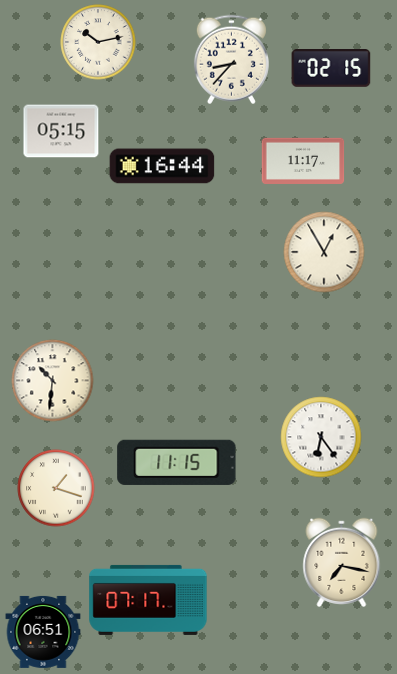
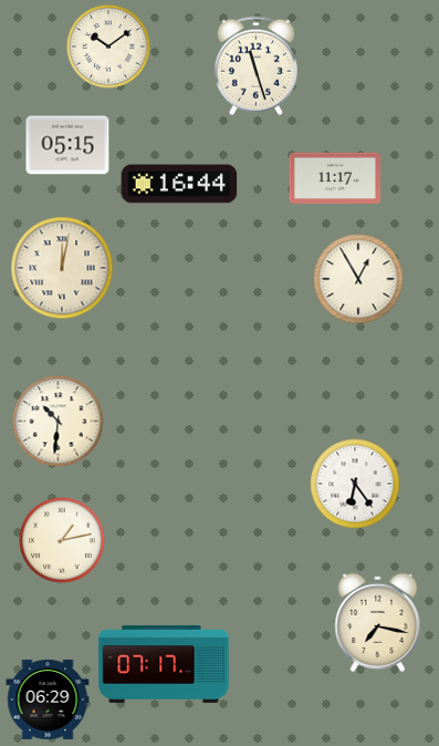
clock at (98, 42): 10:13 -> 10:09
clock at (231, 60): 8:37 -> 11:27
clock at (331, 69): 02:15 -> none
clock at (62, 268): none -> 12:02
clock at (177, 462): 11:15 -> none
clock at (56, 488): 1:18 -> 1:13
clock at (43, 632): 06:51 -> 06:29
